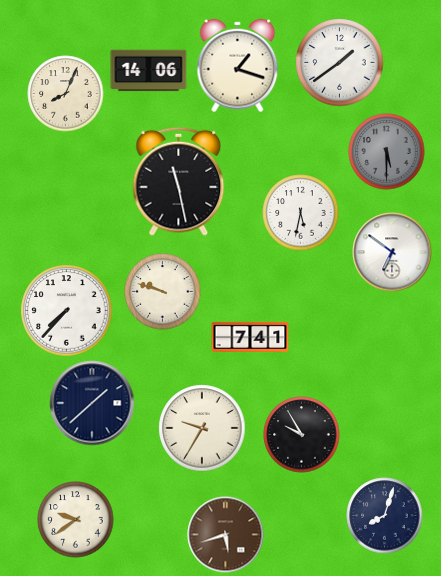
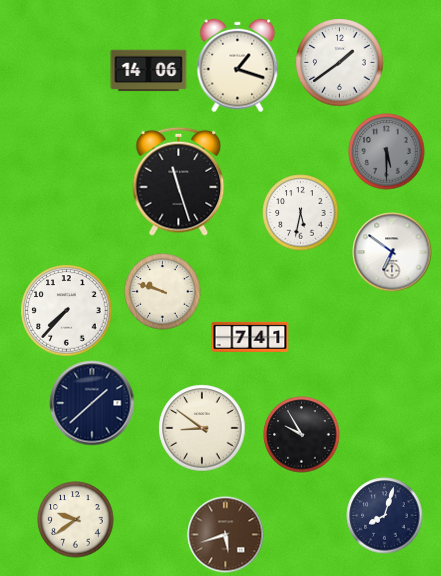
clock at (66, 94): 8:04 -> none
clock at (179, 181): 11:28 -> 11:27
clock at (202, 428): 9:35 -> 8:51
